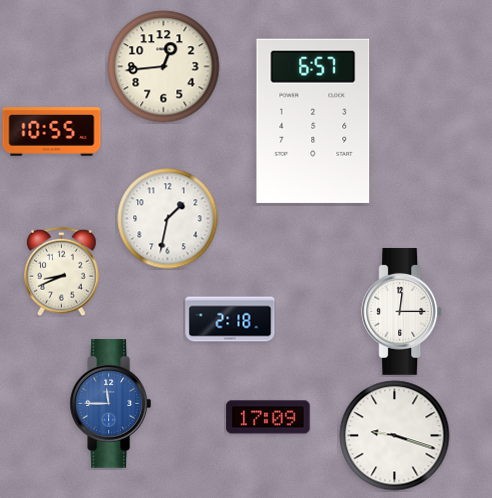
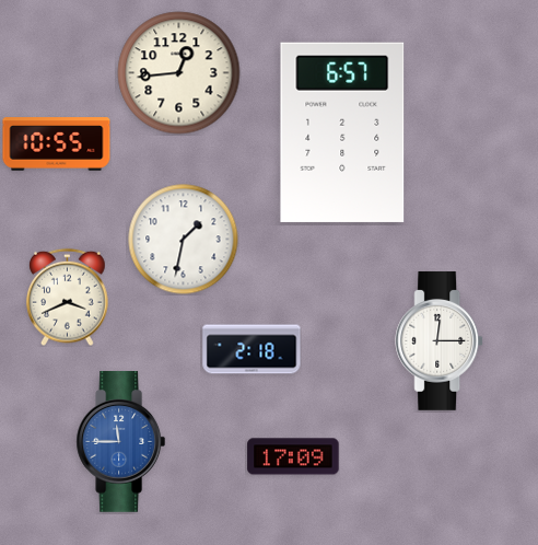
clock at (62, 271): 8:41 -> 3:41
clock at (395, 436): 9:18 -> none
